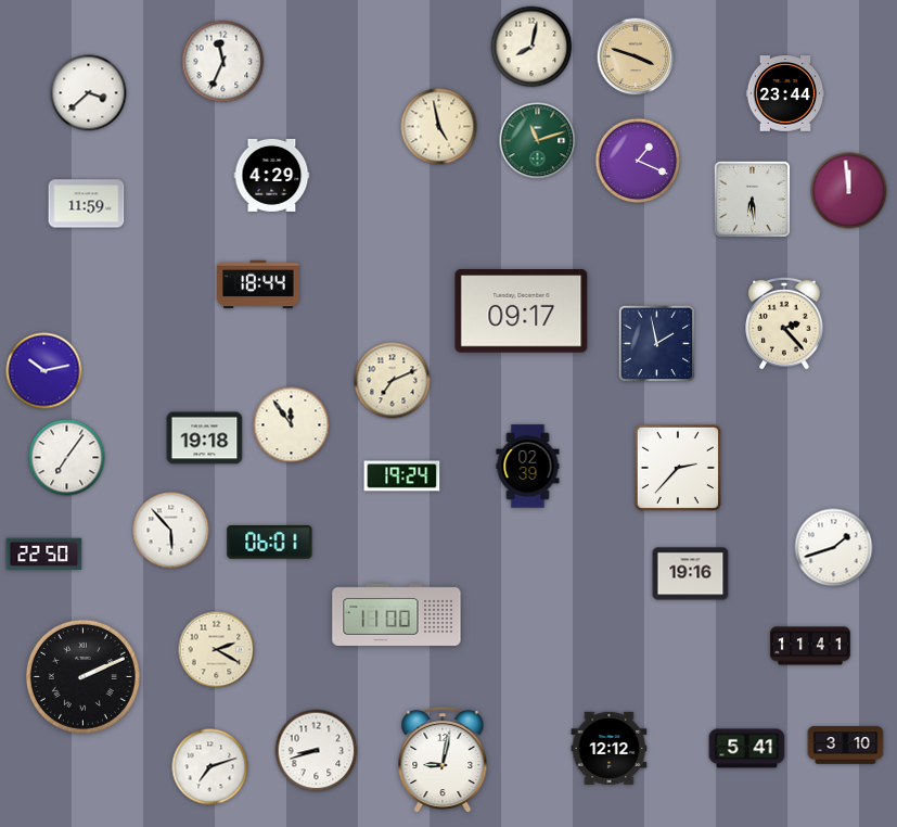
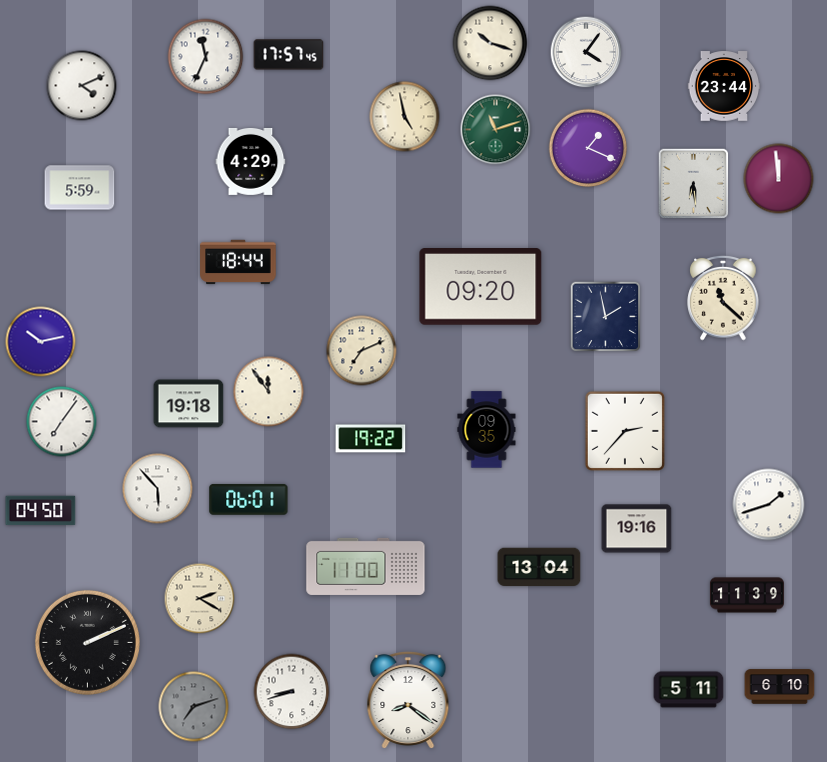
clock at (531, 47): 8:02 -> 10:18
clock at (636, 56): 3:48 -> 4:06
clock at (636, 56) dial: champagne -> white
clock at (289, 55): none -> 17:57
clock at (89, 93): 3:38 -> 4:11
clock at (849, 191) position: (849, 191) -> (779, 179)
clock at (87, 204): 11:59 -> 5:59
clock at (522, 311): 09:17 -> 09:20
clock at (784, 323): 2:23 -> 11:22
clock at (528, 467): 02:39 -> 09:35
clock at (402, 476): 19:24 -> 19:22
clock at (44, 555): 22:50 -> 04:50
clock at (539, 567): none -> 13:04
clock at (810, 646): 11:41 -> 11:39
clock at (82, 676) position: (82, 676) -> (87, 642)
clock at (846, 746): 3:10 -> 6:10
clock at (610, 748): 12:12 -> none
clock at (747, 749): 5:41 -> 5:11
clock at (443, 759): 9:02 -> 8:21
clock at (210, 767) dial: white -> grey
